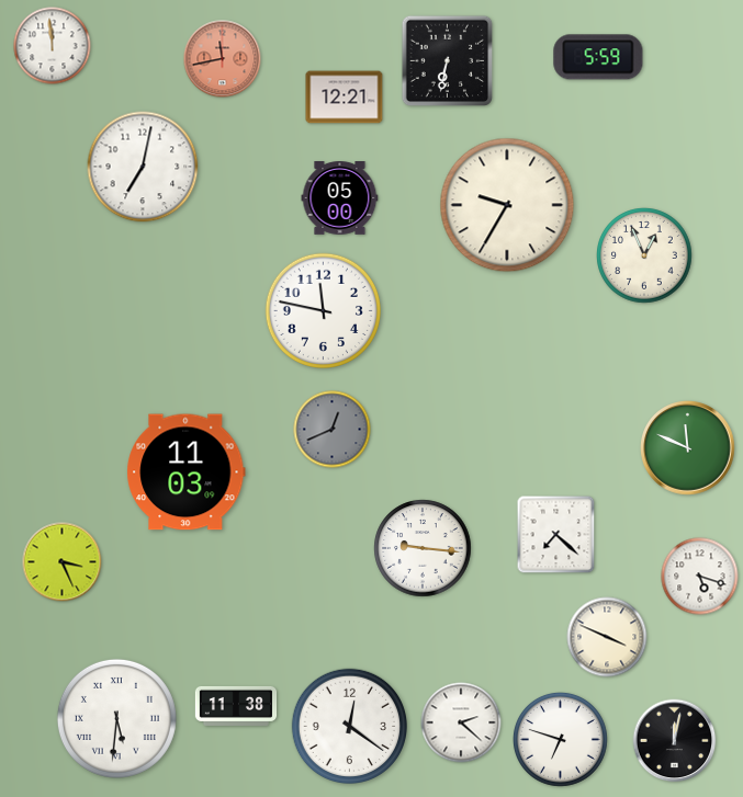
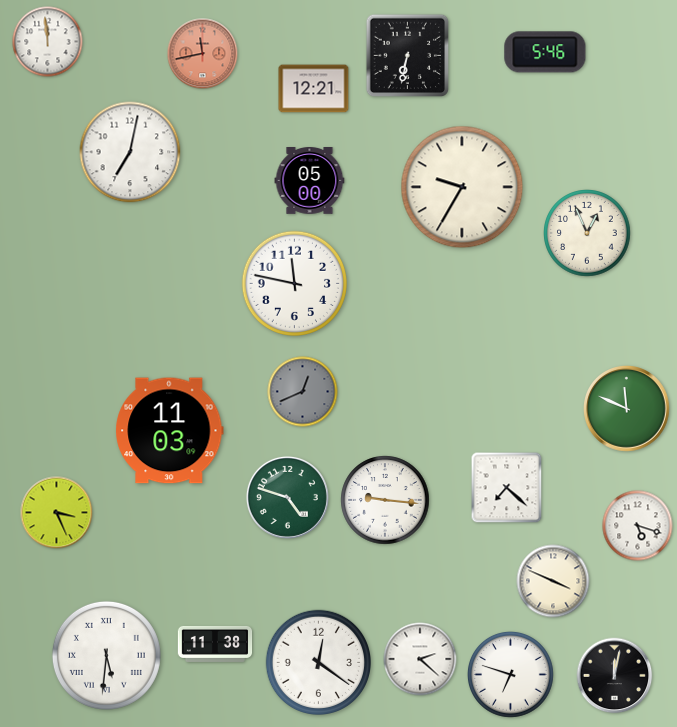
clock at (598, 57): 5:59 -> 5:46
clock at (287, 497): none -> 4:48
